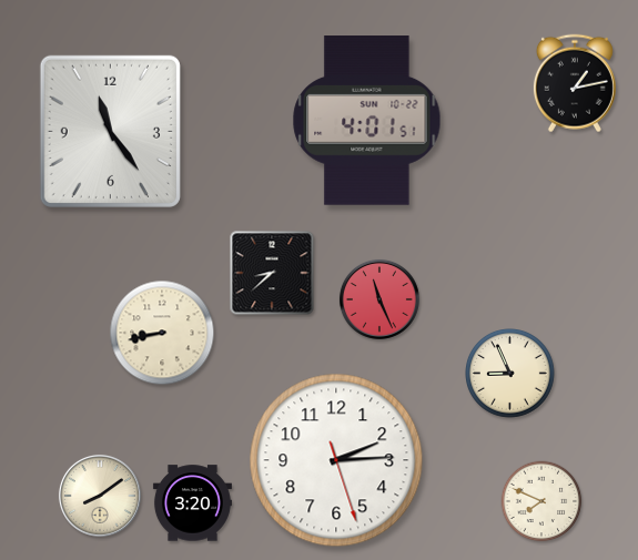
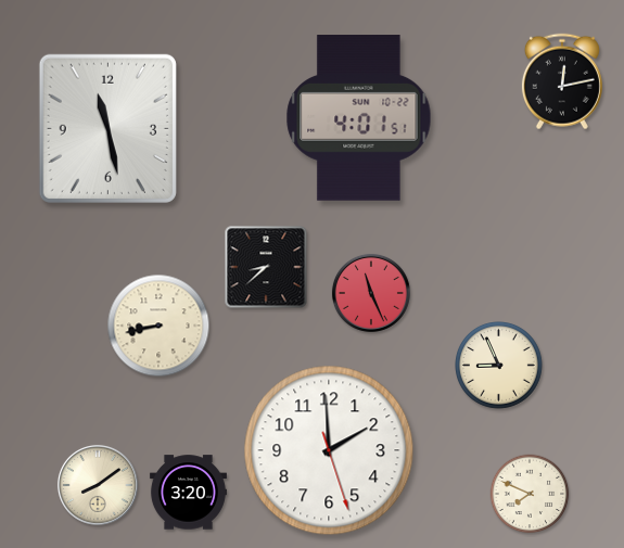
clock at (575, 83): 1:13 -> 12:13
clock at (110, 131): 11:24 -> 11:28
clock at (336, 460): 2:14 -> 1:59
clock at (541, 501) position: (541, 501) -> (530, 494)
